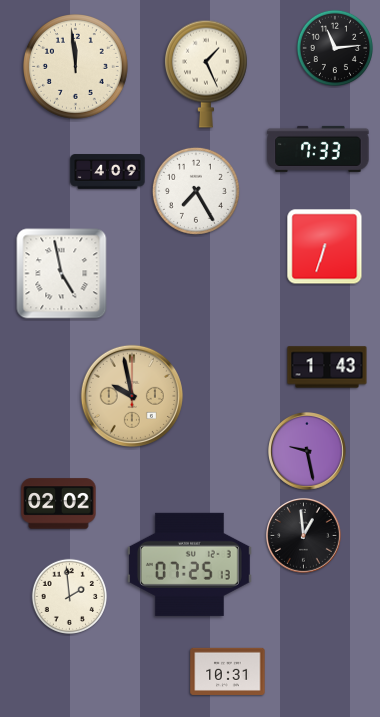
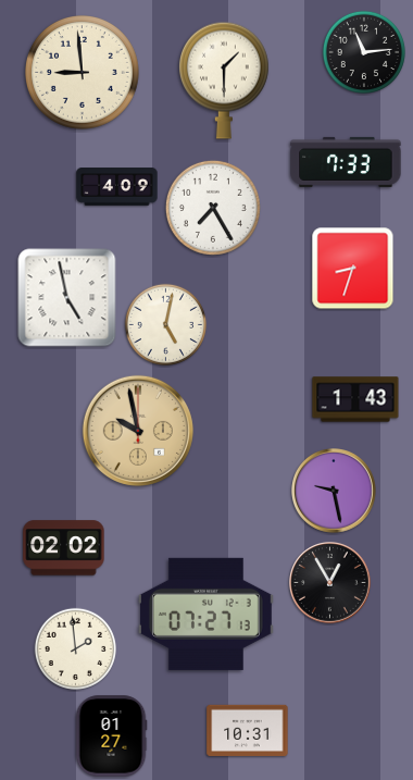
clock at (76, 67): 11:59 -> 8:59
clock at (206, 74): 1:26 -> 1:30
clock at (325, 247): 6:33 -> 8:33
clock at (165, 324): none -> 5:02
clock at (132, 396) position: (132, 396) -> (138, 431)
clock at (304, 536): 12:59 -> 12:55
clock at (189, 564): 07:25 -> 07:27
clock at (111, 736): none -> 01:27
